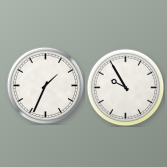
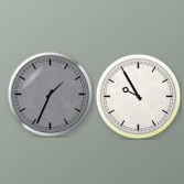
clock at (45, 85) dial: white -> grey
